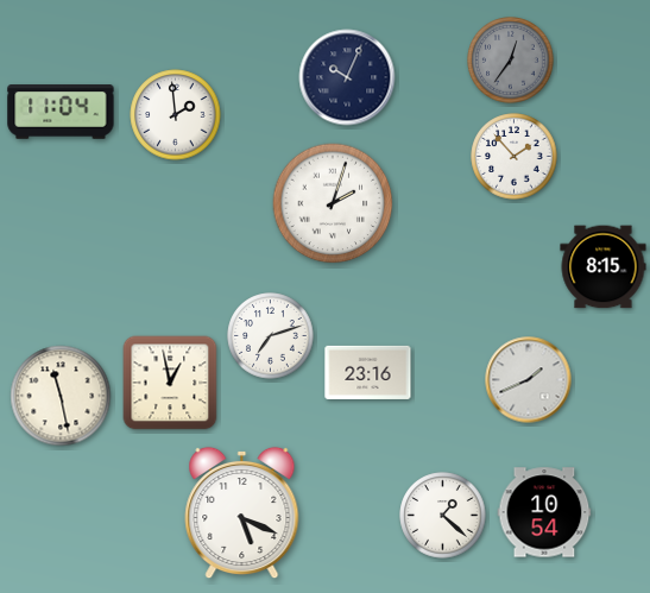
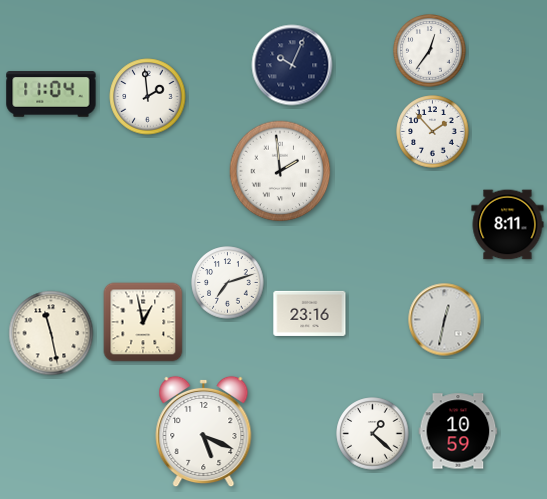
clock at (511, 61) dial: grey -> white
clock at (333, 203): 2:03 -> 1:59
clock at (604, 267): 8:15 -> 8:11
clock at (529, 380): 1:41 -> 12:32
clock at (544, 512): 10:54 -> 10:59
